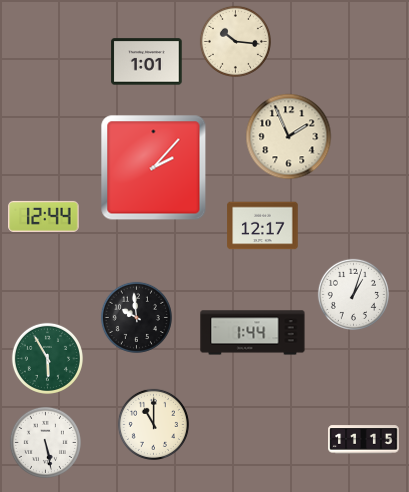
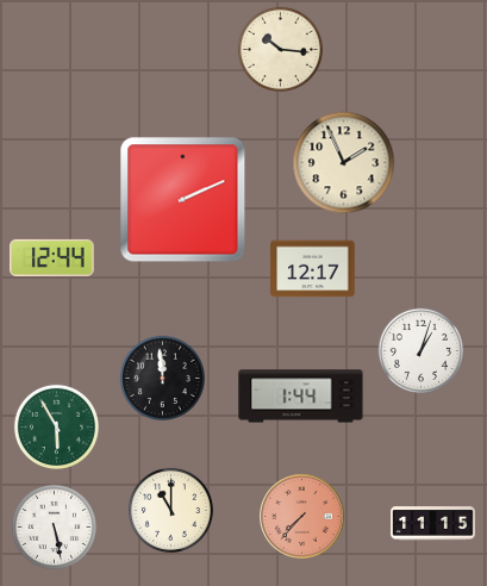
clock at (147, 62): 1:01 -> none
clock at (154, 168): 2:07 -> 2:11
clock at (136, 317): 9:59 -> 11:59
clock at (153, 424) position: (153, 424) -> (170, 510)
clock at (302, 517): none -> 7:37
